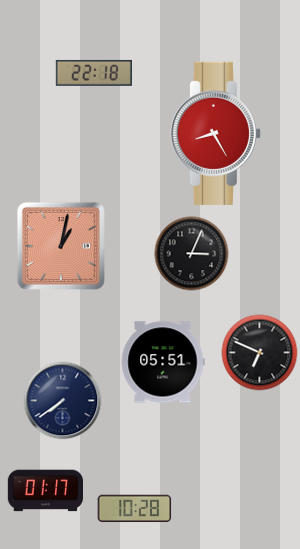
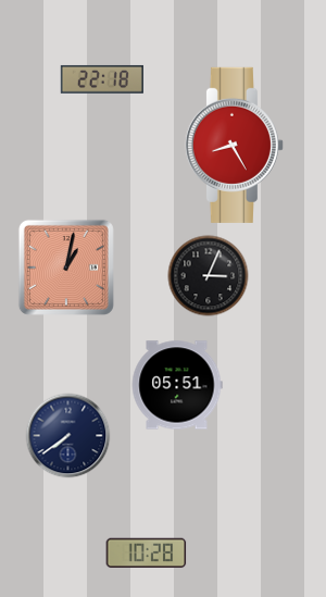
clock at (260, 353): 6:49 -> none
clock at (163, 362) position: (163, 362) -> (177, 385)
clock at (45, 491): 01:17 -> none
